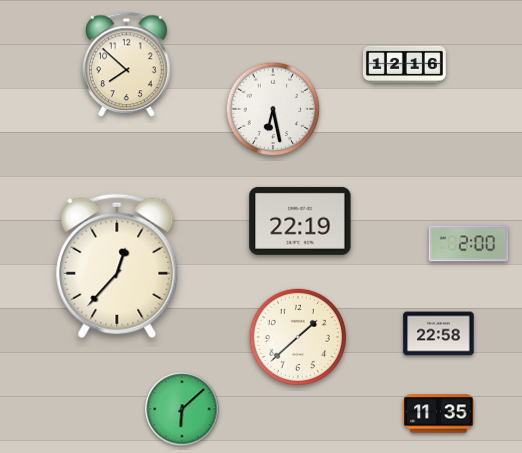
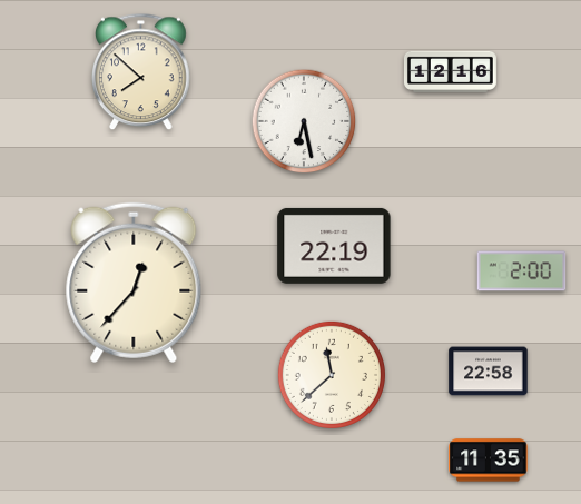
clock at (117, 266) position: (117, 266) -> (134, 283)
clock at (298, 337): 1:38 -> 11:38
clock at (182, 409): 6:08 -> none
